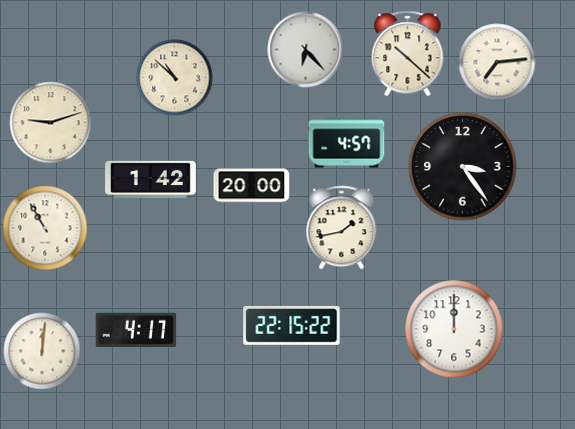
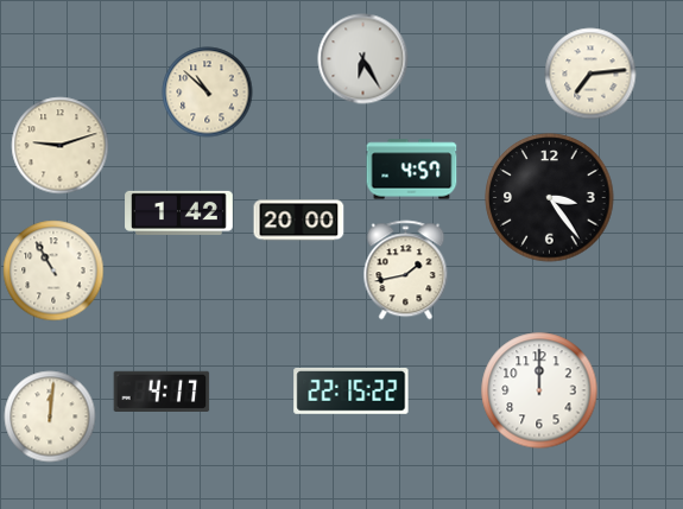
clock at (306, 50): 6:23 -> 6:25
clock at (408, 54): 10:22 -> none
clock at (292, 326) position: (292, 326) -> (352, 392)
